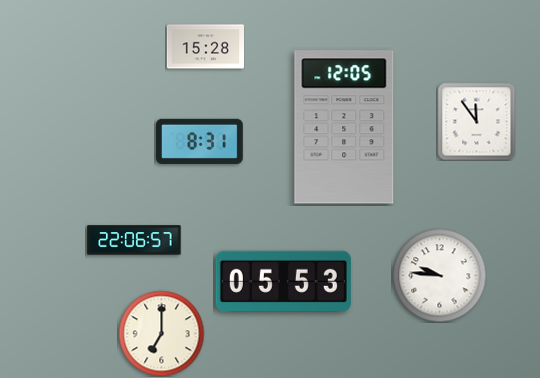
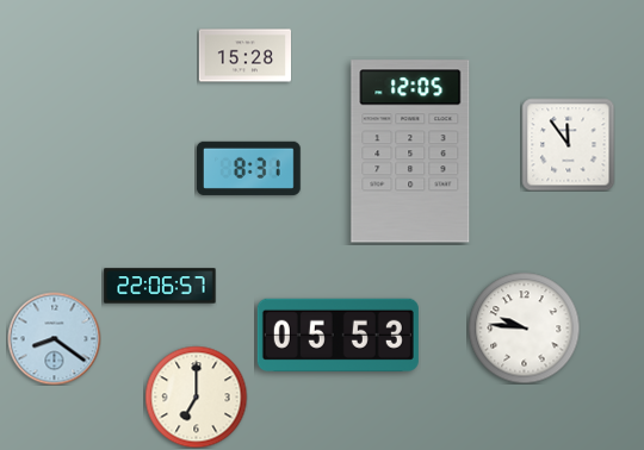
clock at (200, 141) position: (200, 141) -> (249, 168)
clock at (54, 338): none -> 8:21
clock at (161, 333) position: (161, 333) -> (196, 396)
